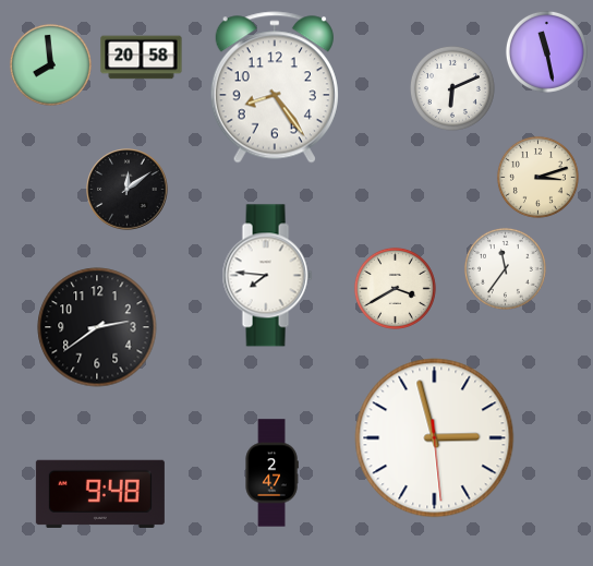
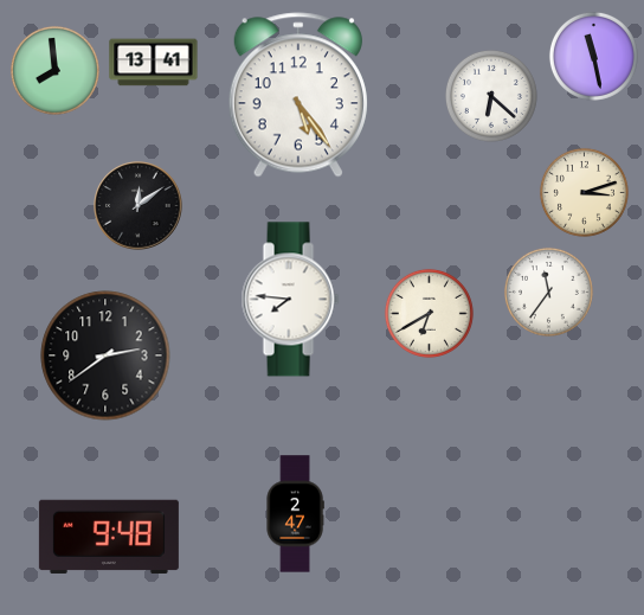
clock at (142, 58): 20:58 -> 13:41
clock at (275, 87): 8:24 -> 5:24
clock at (452, 88): 6:11 -> 6:22
clock at (395, 288): 3:40 -> 6:40
clock at (435, 438): 2:57 -> none
